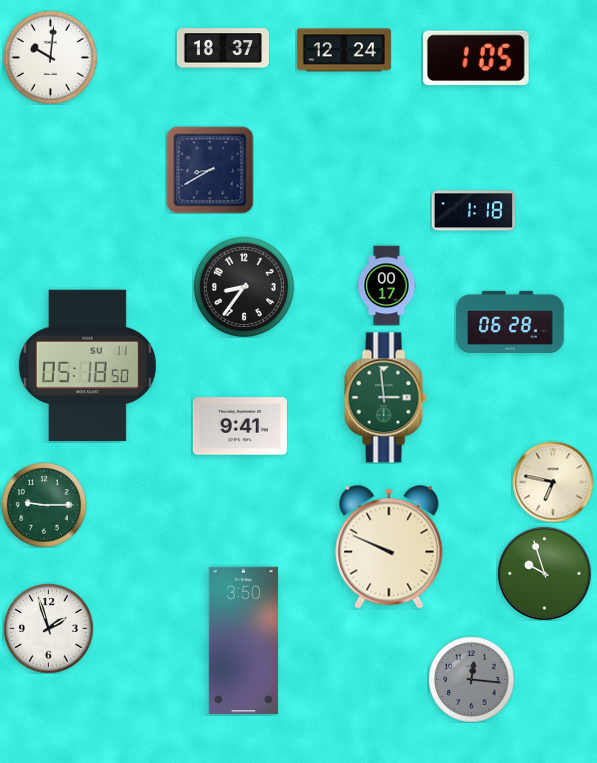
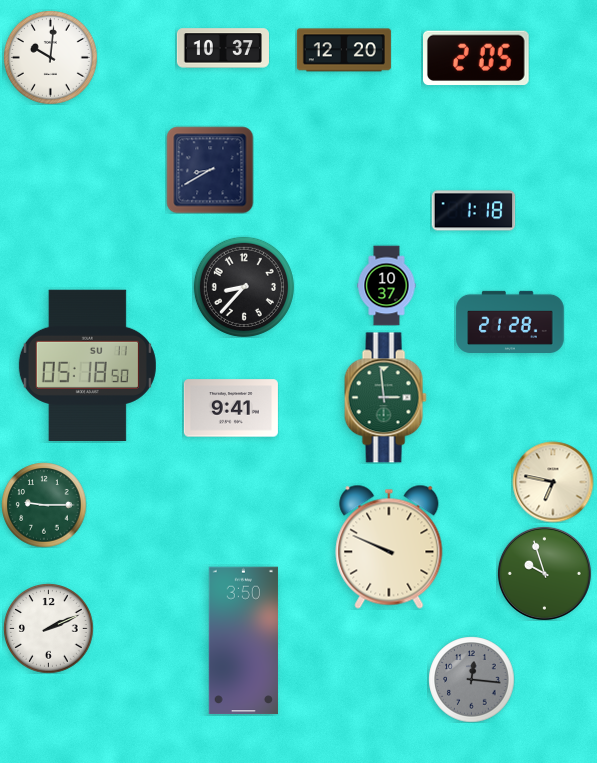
clock at (223, 48): 18:37 -> 10:37
clock at (344, 50): 12:24 -> 12:20
clock at (477, 58): 1:05 -> 2:05
clock at (387, 285): 00:17 -> 10:37
clock at (244, 287): 8:36 -> 8:37
clock at (510, 321): 06:28 -> 21:28
clock at (240, 426) position: (240, 426) -> (231, 408)
clock at (48, 628): 1:57 -> 2:11
